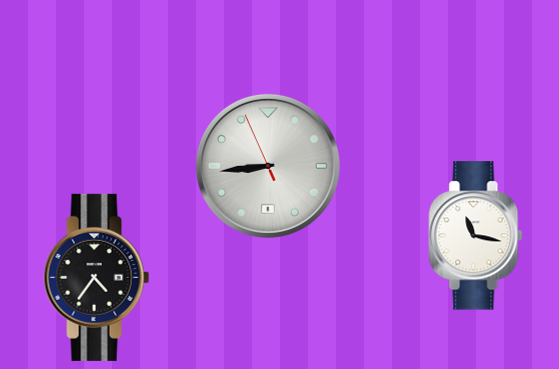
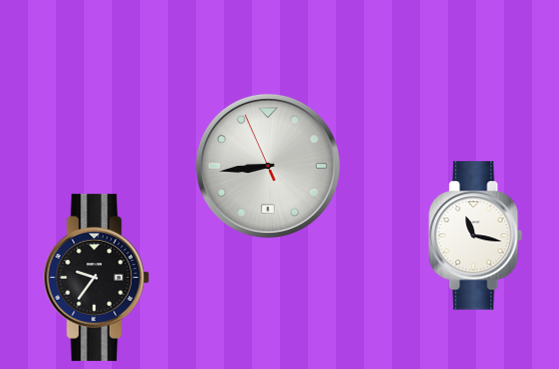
clock at (97, 277): 4:36 -> 9:36
